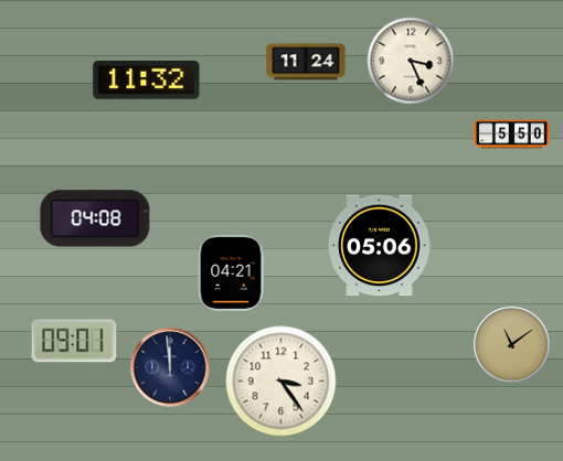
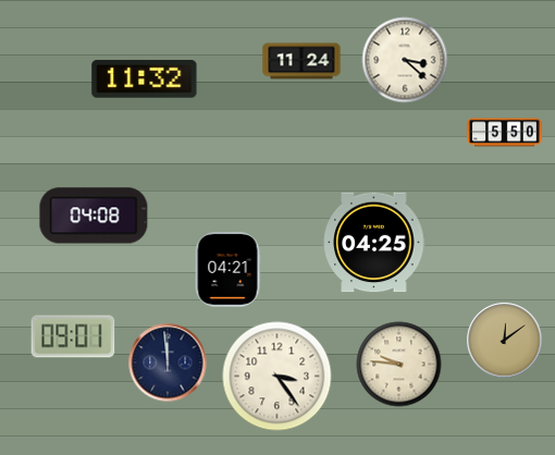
clock at (411, 61): 3:26 -> 3:22
clock at (380, 246): 05:06 -> 04:25
clock at (512, 345): 11:09 -> 12:09
clock at (399, 365): none -> 9:46
